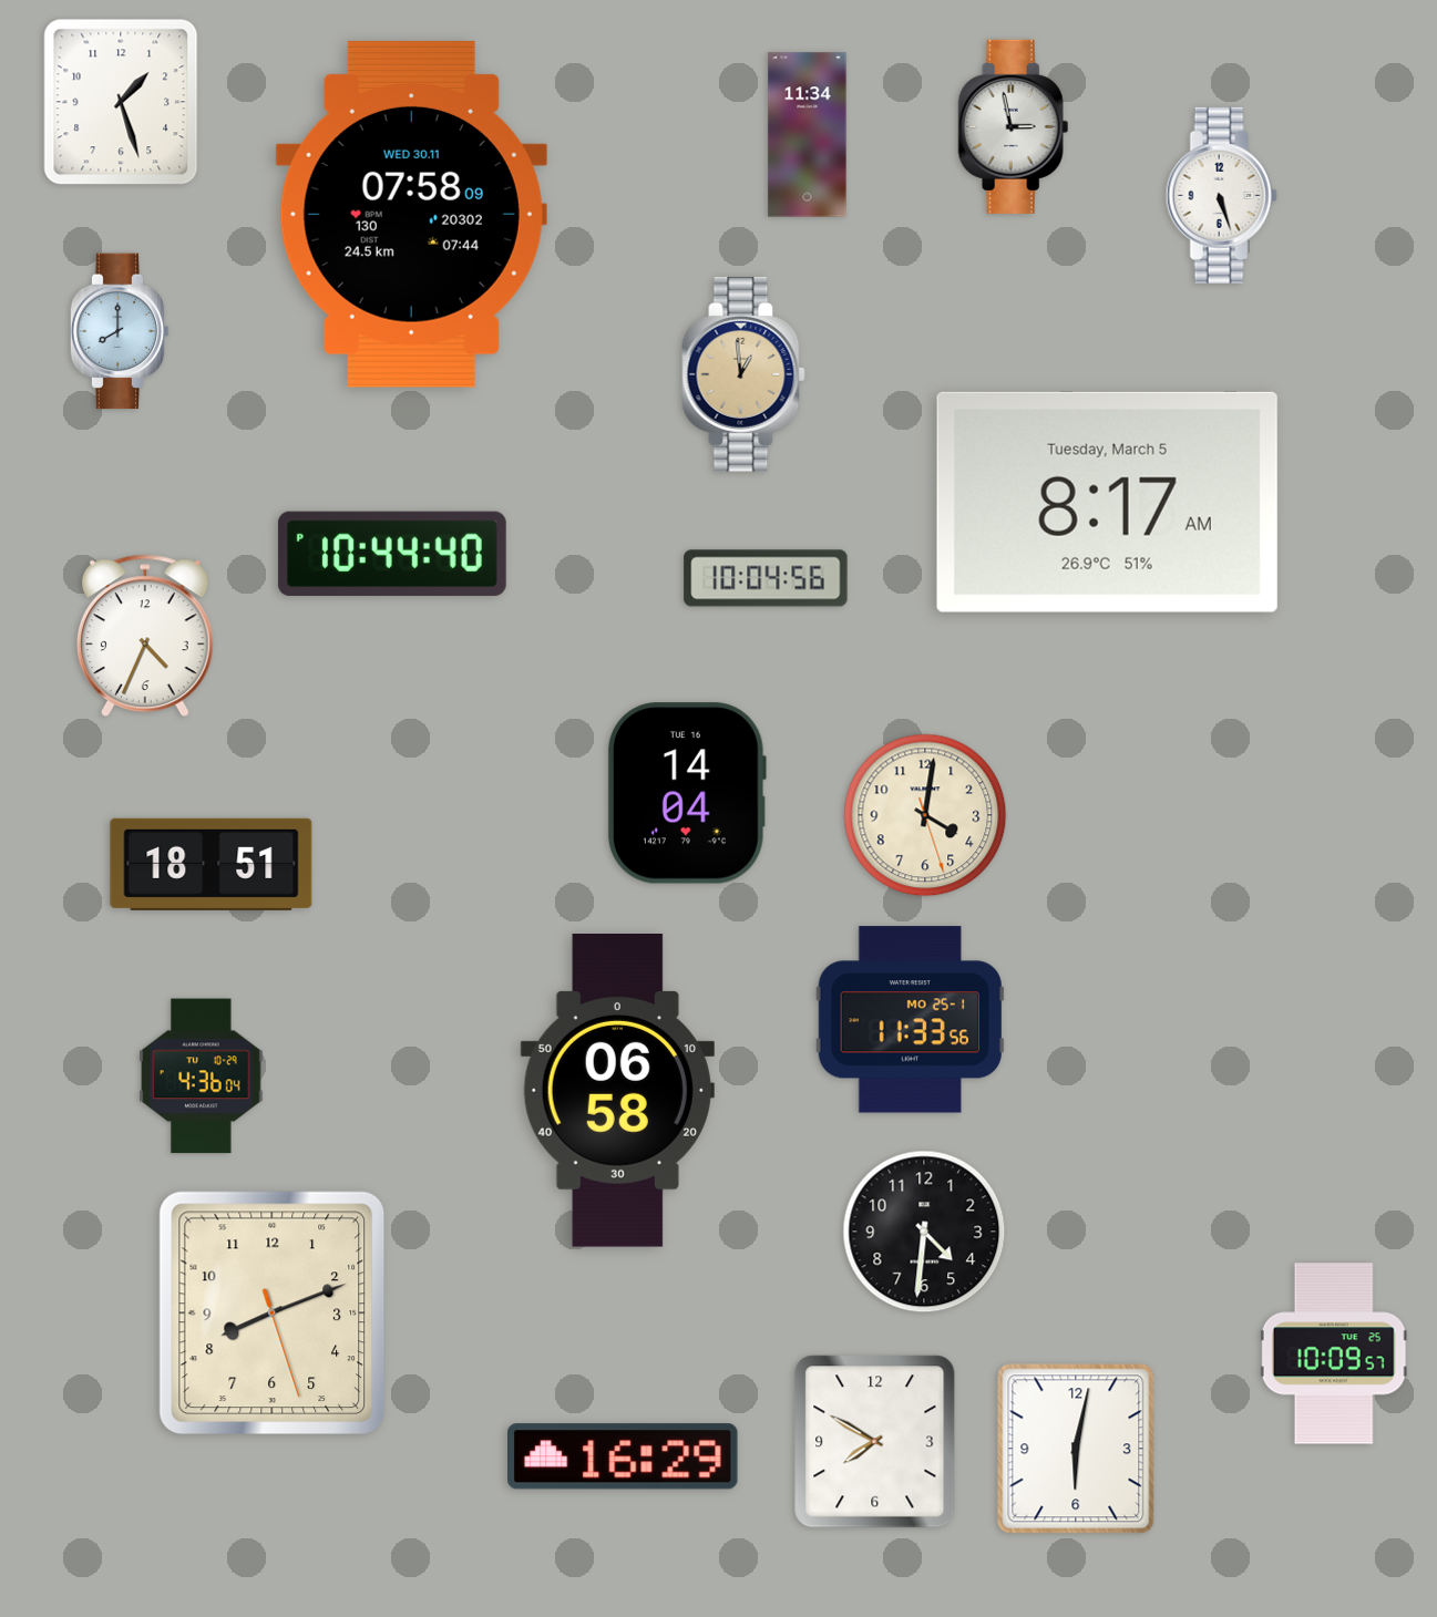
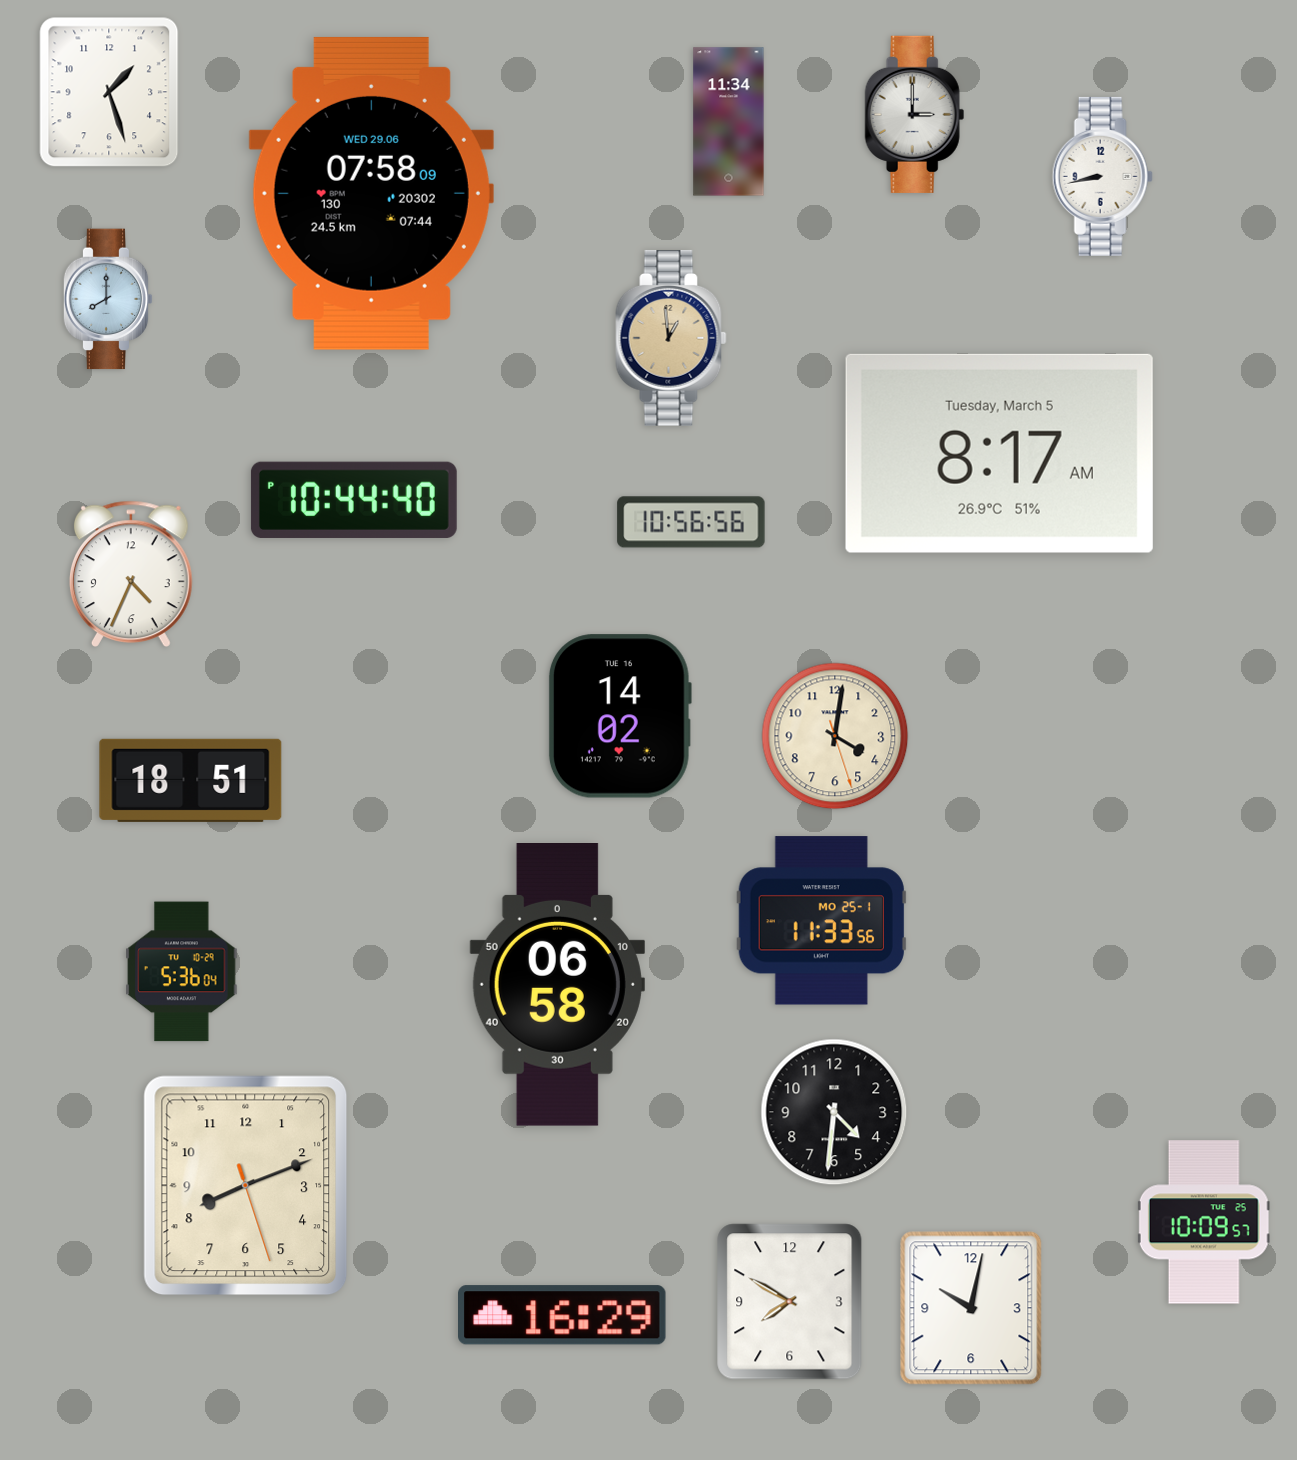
clock at (1014, 126): 2:58 -> 3:00
clock at (1221, 195): 5:27 -> 8:43
clock at (411, 214) date: WED 30.11 -> WED 29.06
clock at (766, 578): 10:04 -> 10:56
clock at (687, 793): 14:04 -> 14:02
clock at (202, 1077): 4:36 -> 5:36
clock at (1076, 1449): 6:02 -> 10:02
